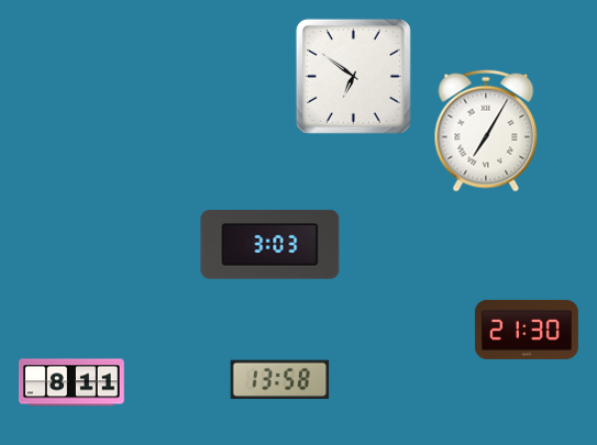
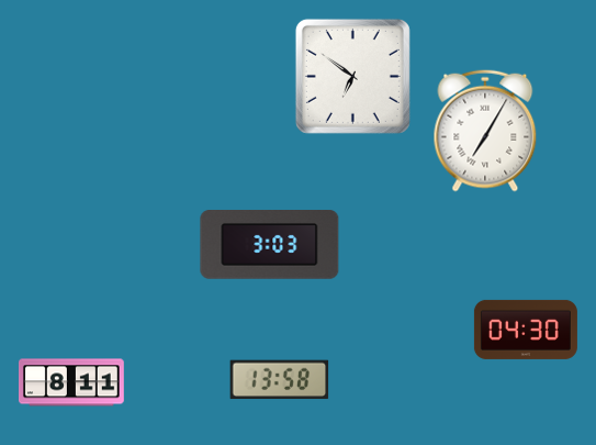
clock at (527, 330): 21:30 -> 04:30
